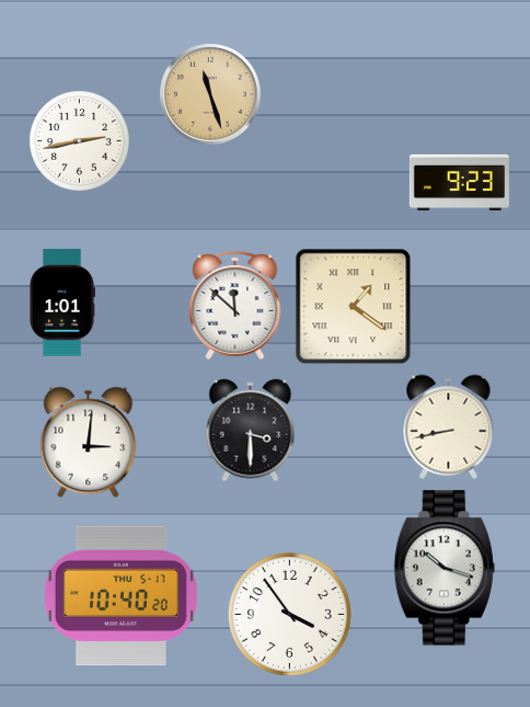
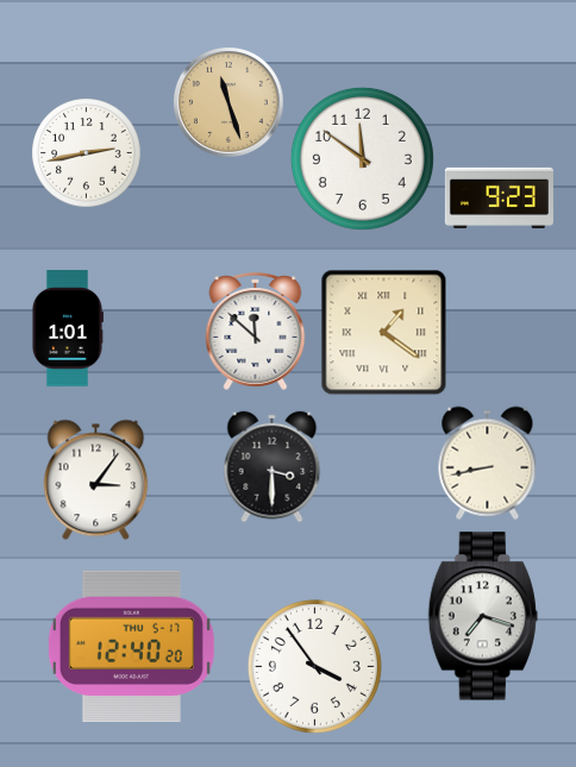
clock at (362, 158): none -> 11:51
clock at (89, 443): 3:01 -> 3:06
clock at (445, 568): 10:18 -> 7:18
clock at (120, 596): 10:40 -> 12:40
